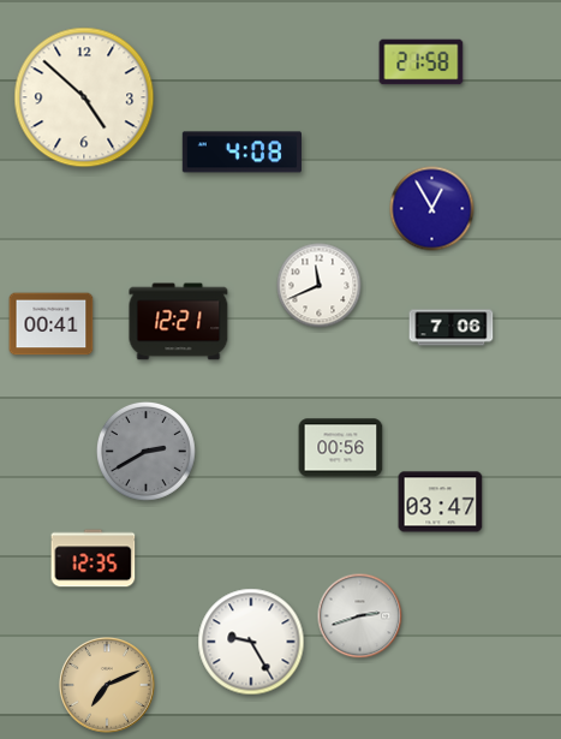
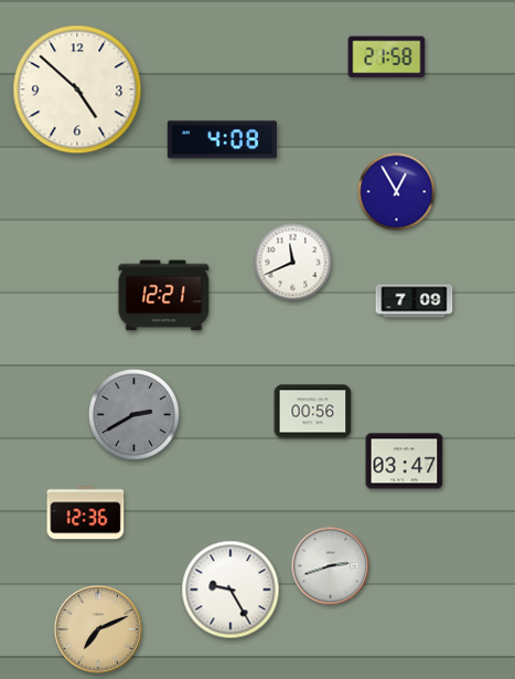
clock at (52, 324): 00:41 -> none
clock at (452, 328): 7:06 -> 7:09
clock at (94, 559): 12:35 -> 12:36
